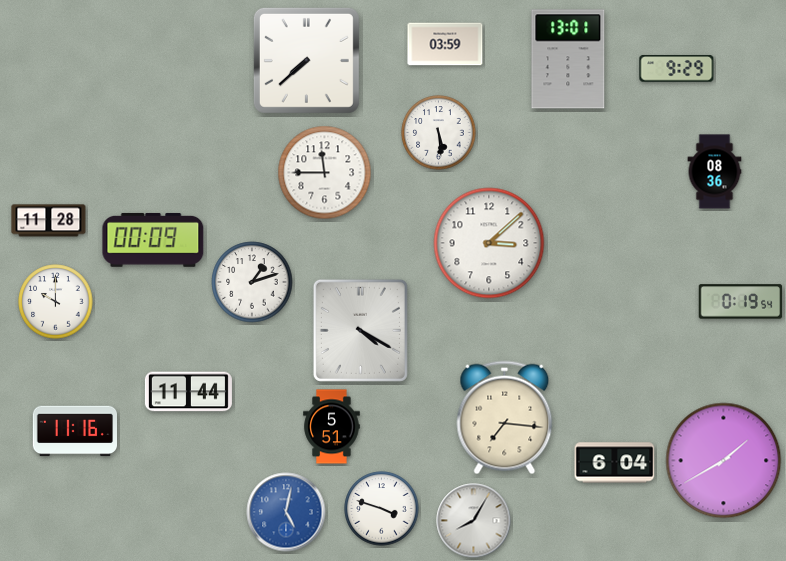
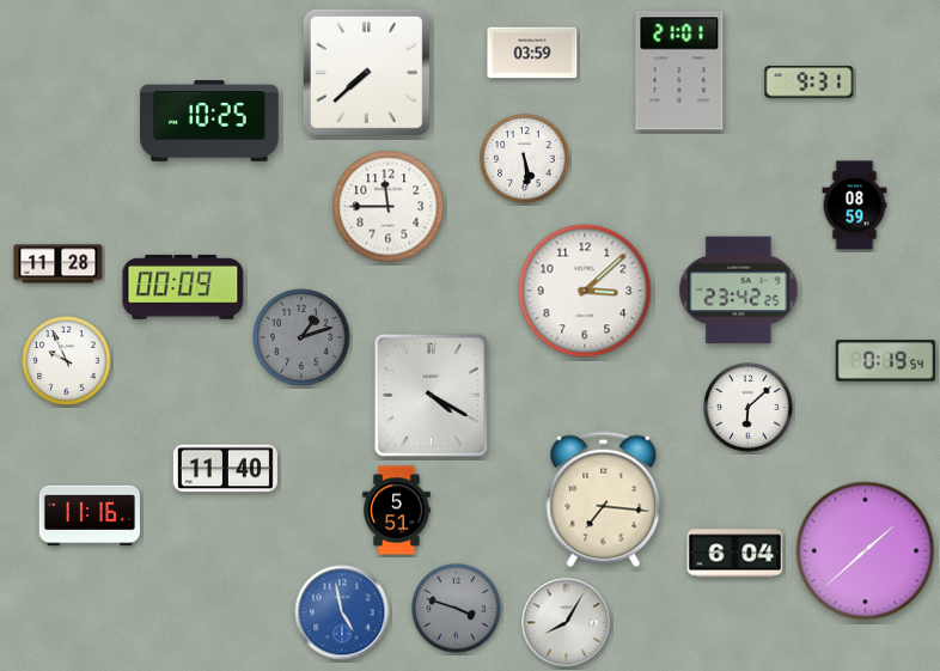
clock at (568, 59): 13:01 -> 21:01
clock at (677, 69): 9:29 -> 9:31
clock at (209, 122): none -> 10:25
clock at (715, 172): 08:36 -> 08:59
clock at (739, 291): none -> 23:42
clock at (252, 282) dial: white -> grey
clock at (56, 302): 10:00 -> 9:56
clock at (749, 408): none -> 6:08
clock at (188, 392): 11:44 -> 11:40
clock at (724, 461): 1:40 -> 1:38
clock at (382, 509) dial: white -> grey
clock at (286, 512): 5:02 -> 4:58
